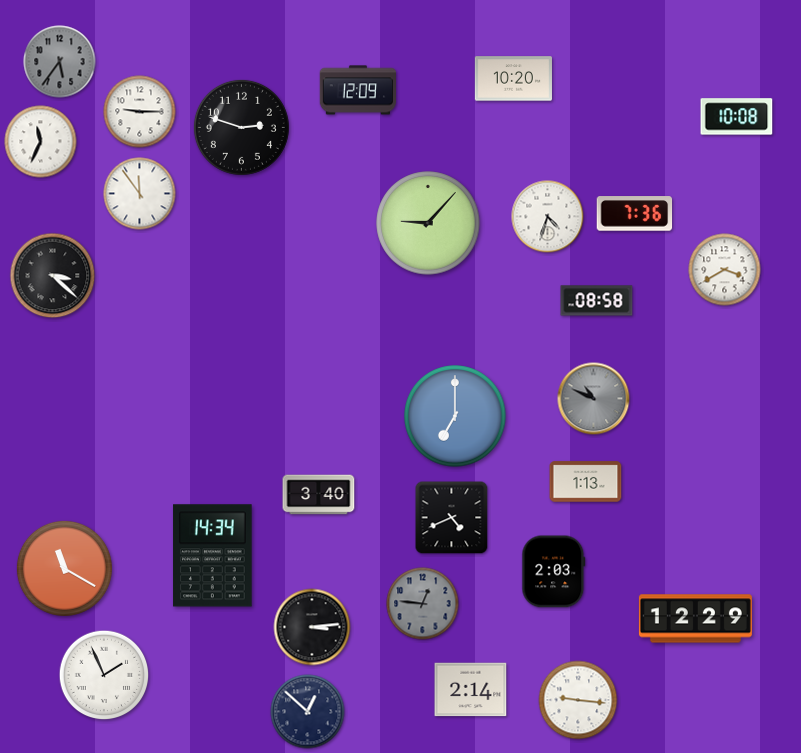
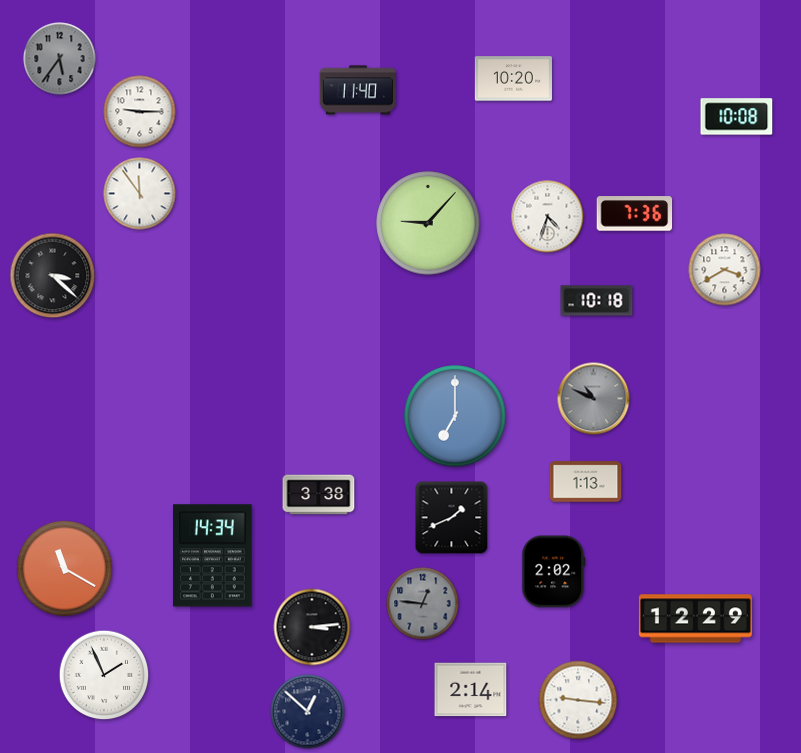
clock at (60, 62) position: (60, 62) -> (60, 59)
clock at (358, 90): 12:09 -> 11:40
clock at (241, 127): 2:48 -> none
clock at (41, 142): 11:34 -> none
clock at (597, 301): 08:58 -> 10:18
clock at (319, 495): 3:40 -> 3:38
clock at (452, 518): 4:41 -> 1:41
clock at (554, 572): 2:03 -> 2:02
